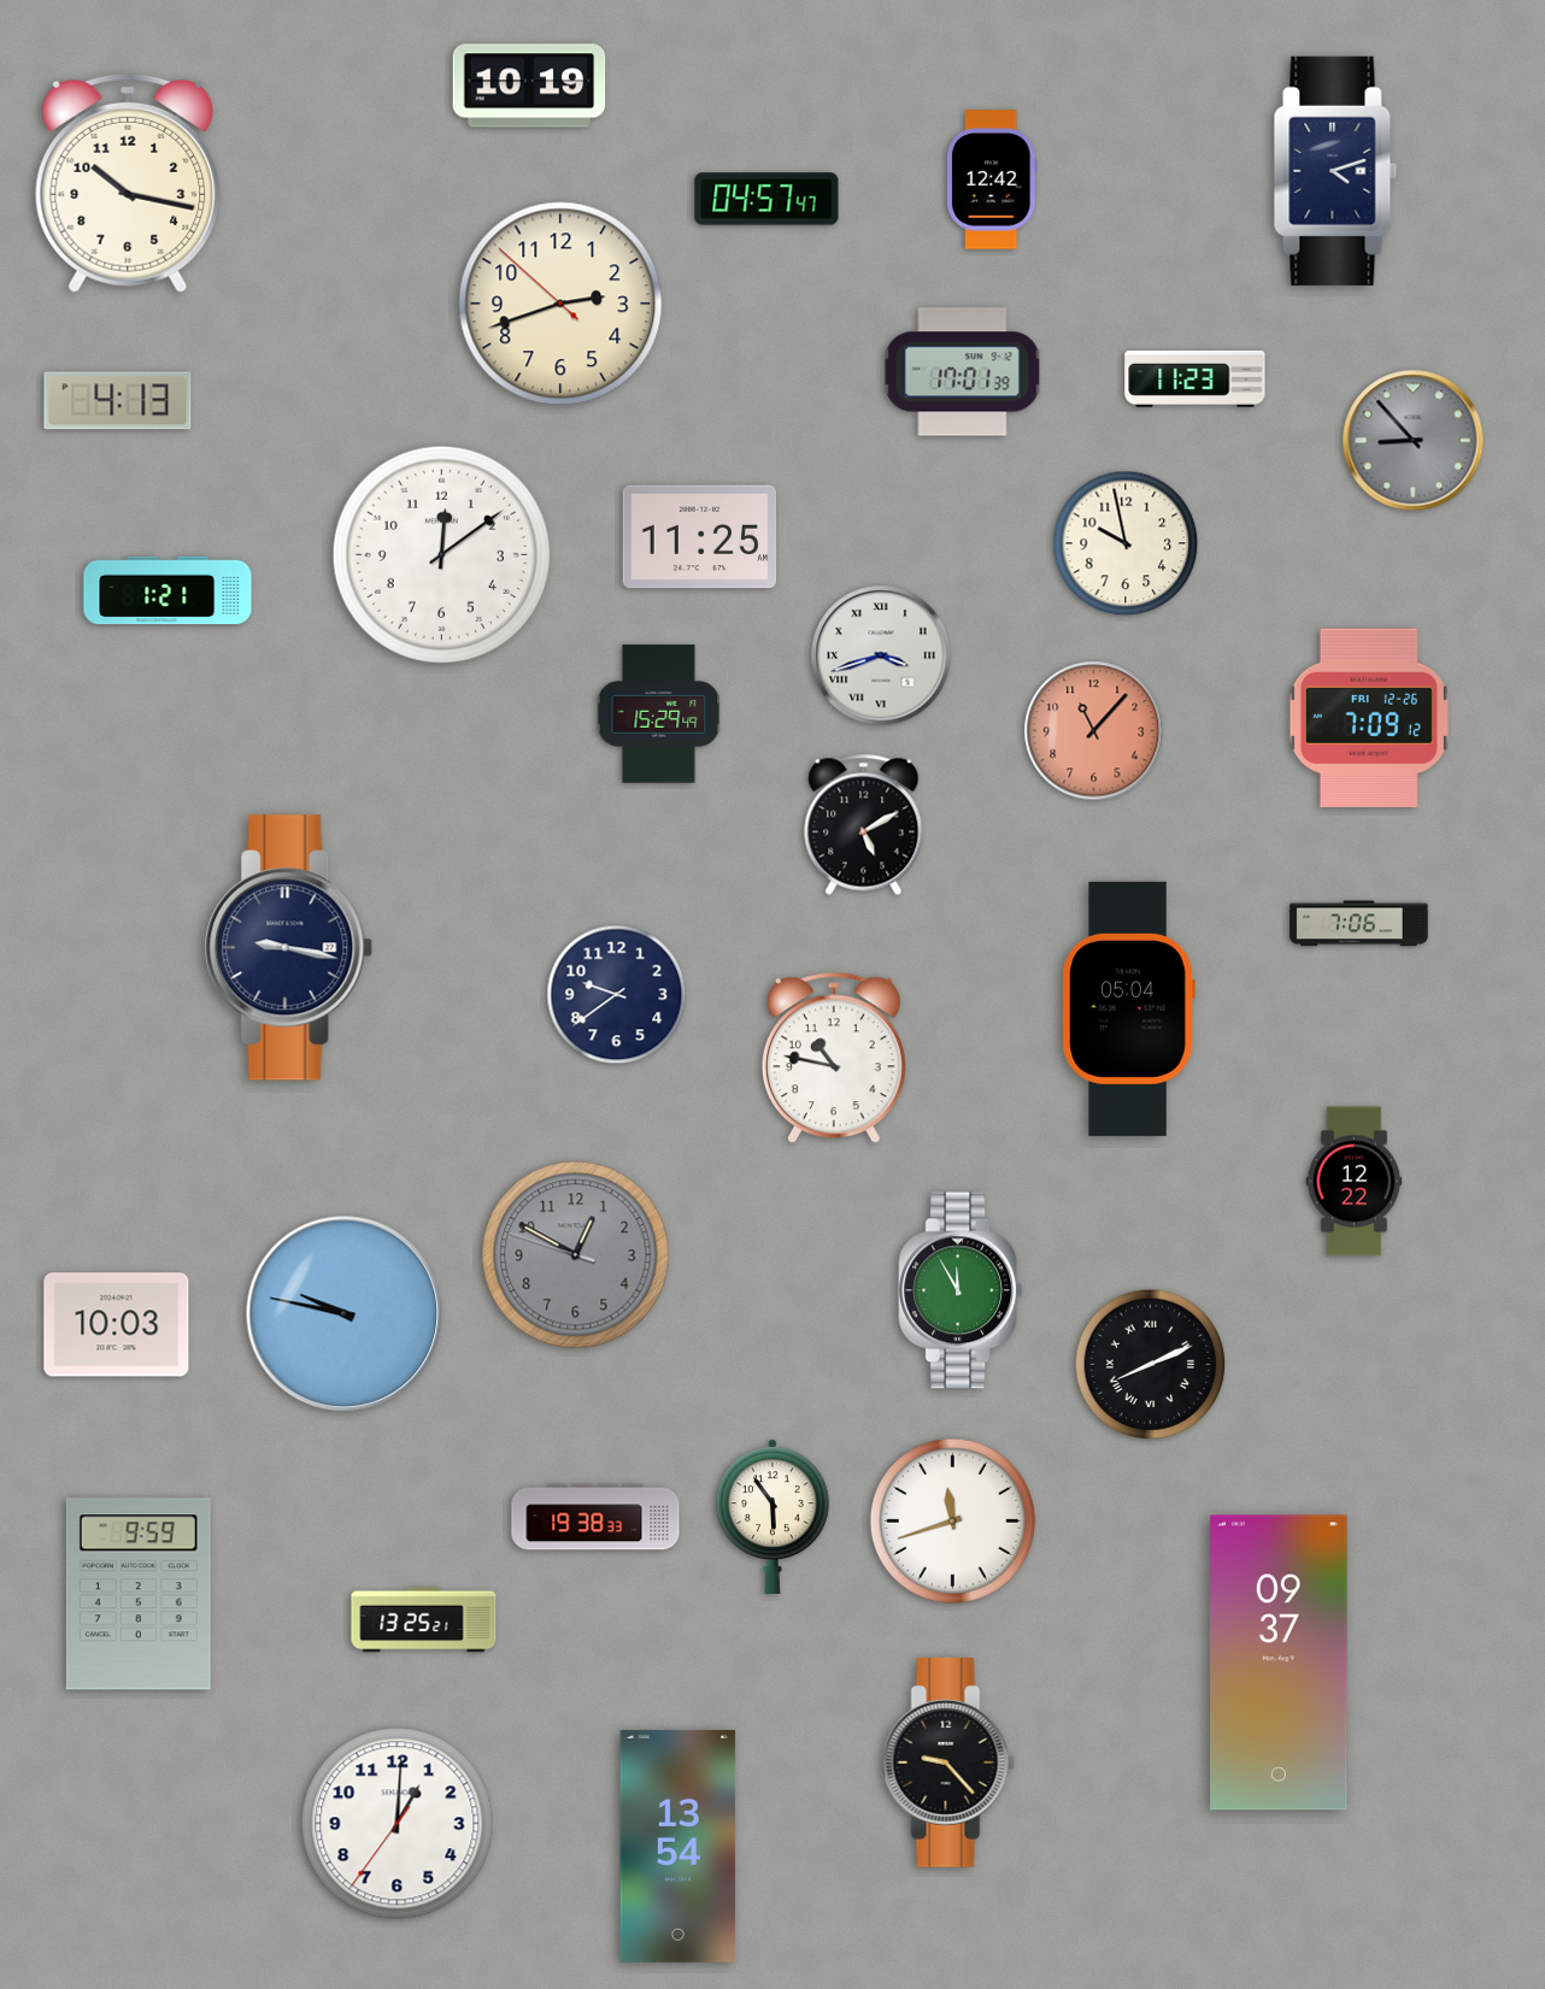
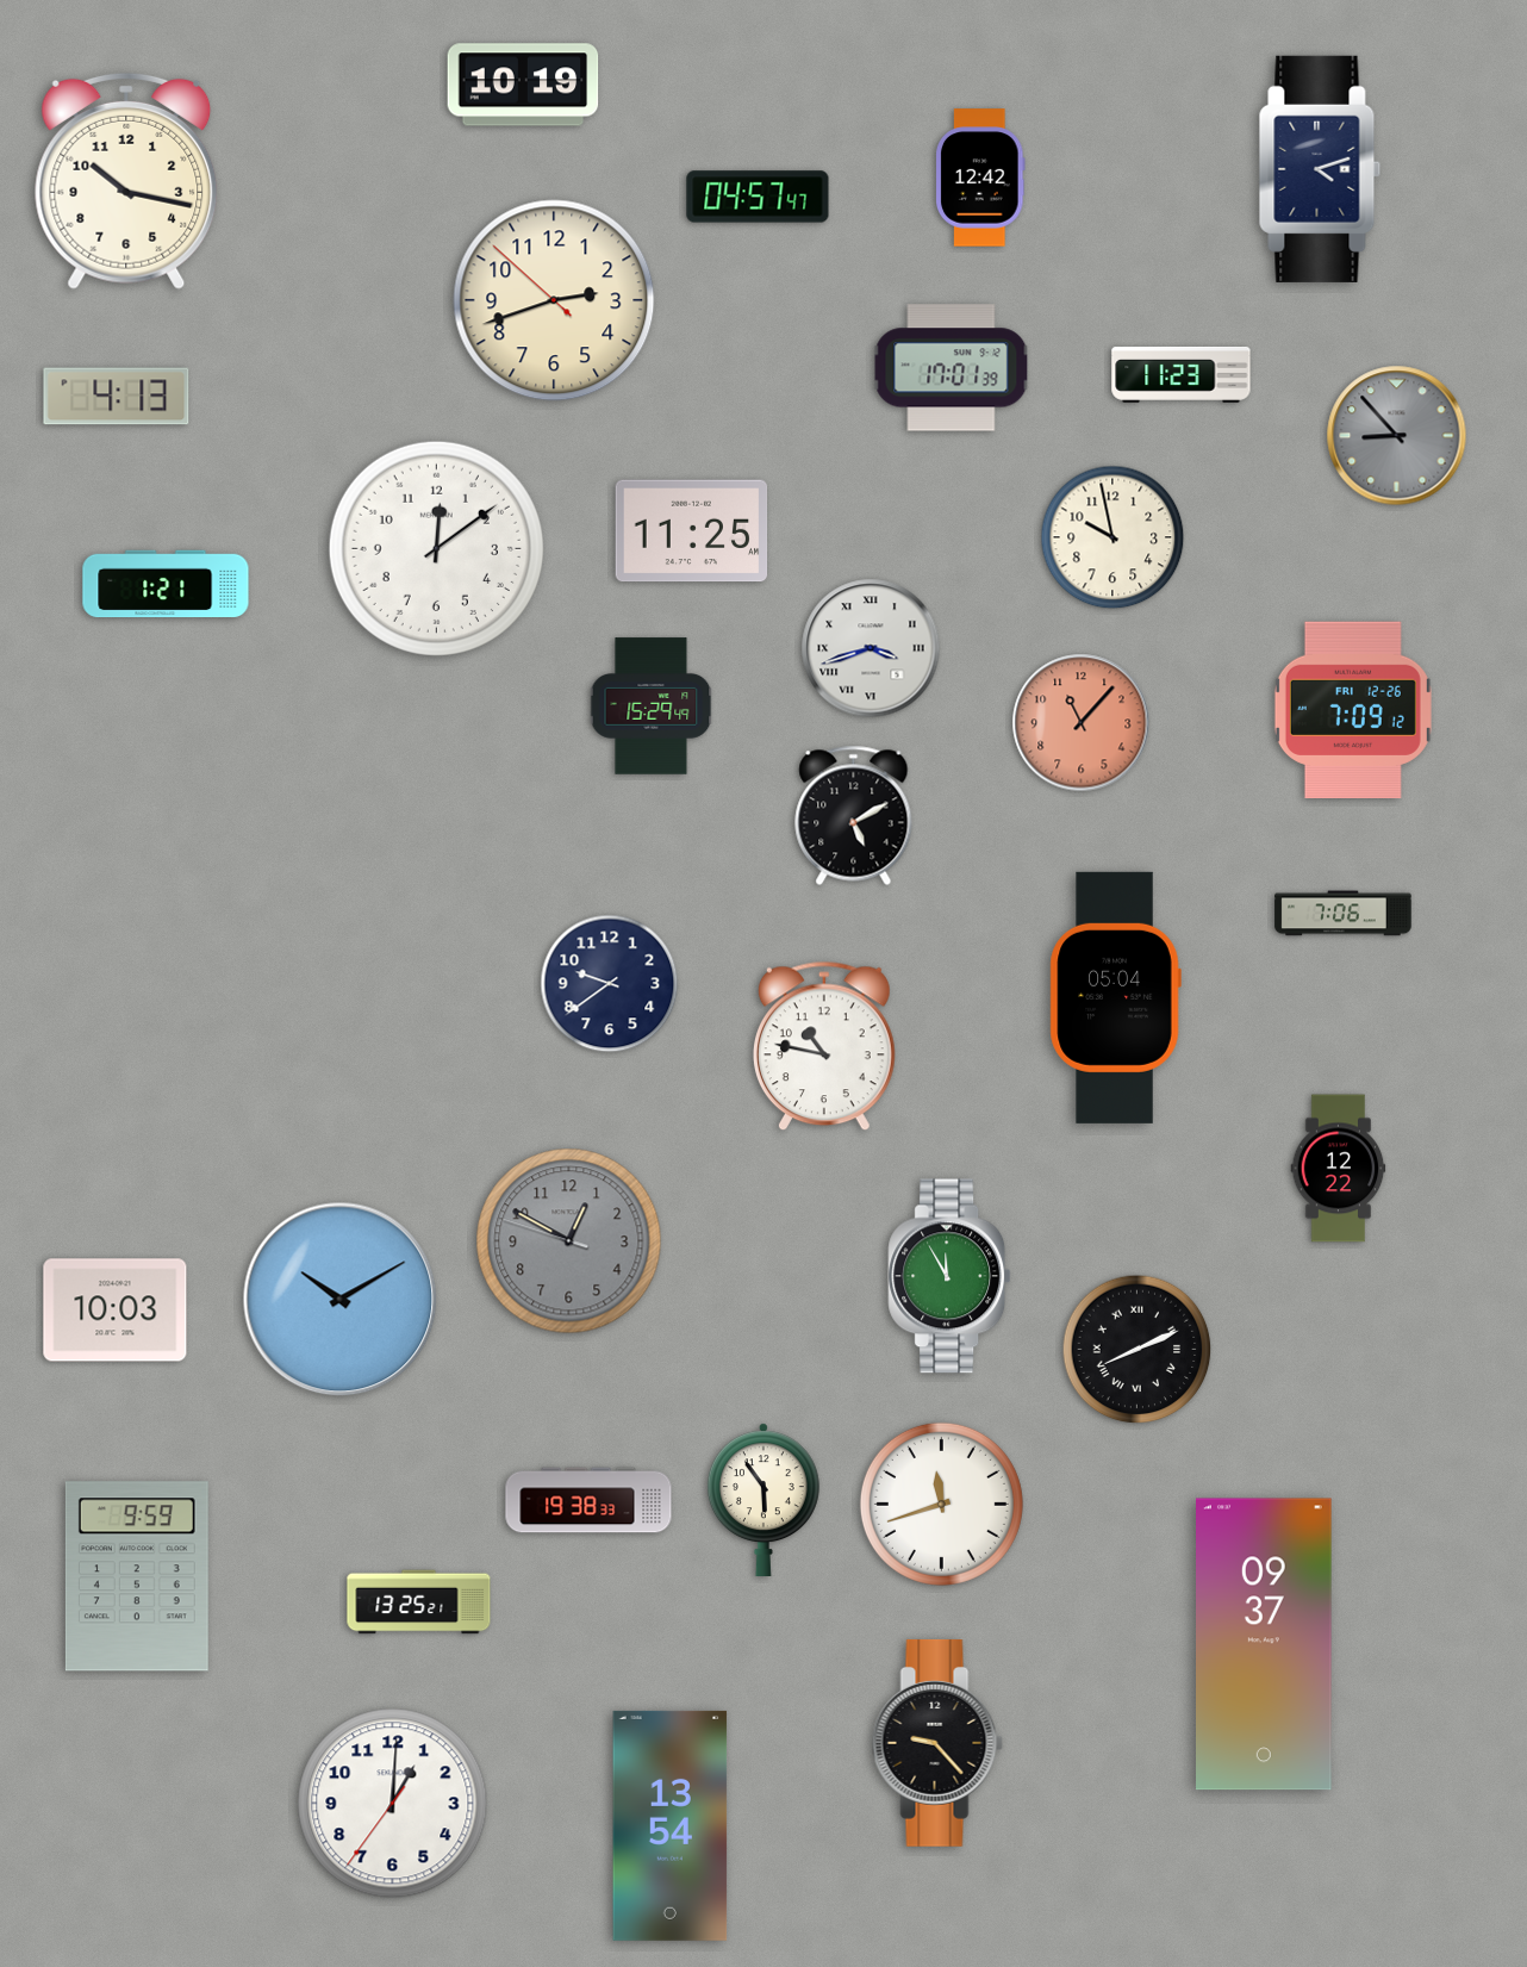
clock at (289, 948): 9:17 -> none
clock at (345, 1314): 9:47 -> 10:10
